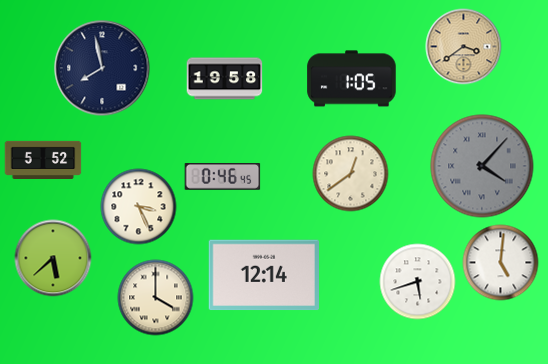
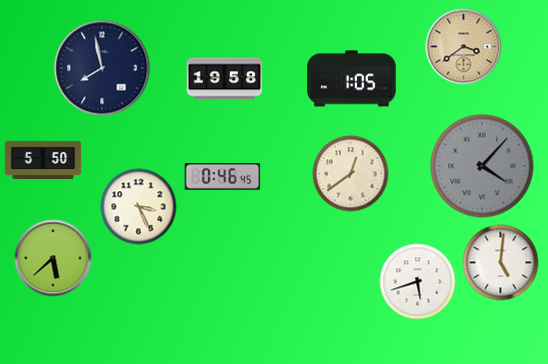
clock at (43, 159): 5:52 -> 5:50
clock at (263, 275): 12:14 -> none
clock at (156, 298): 4:00 -> none
